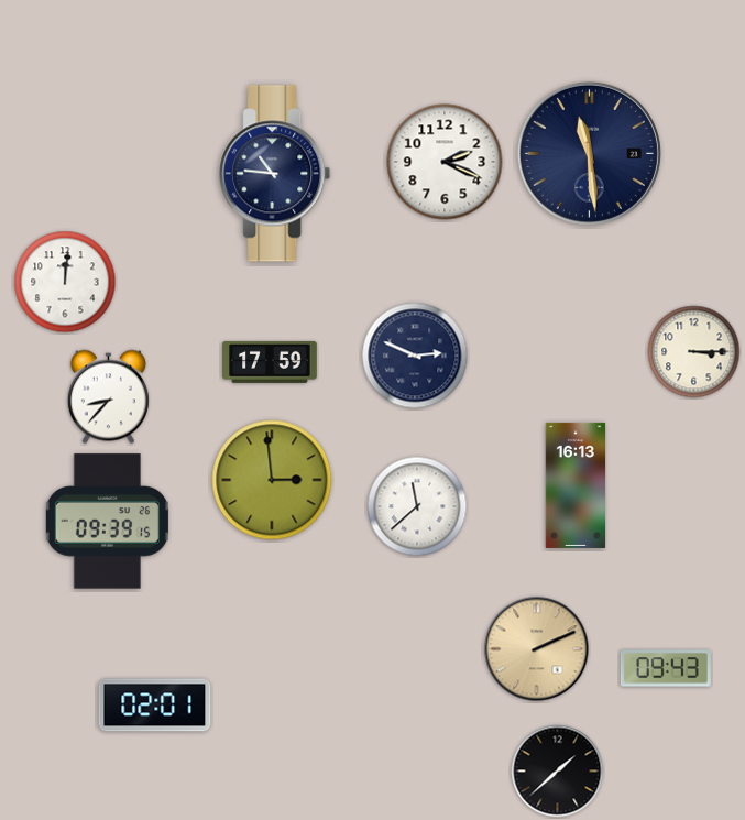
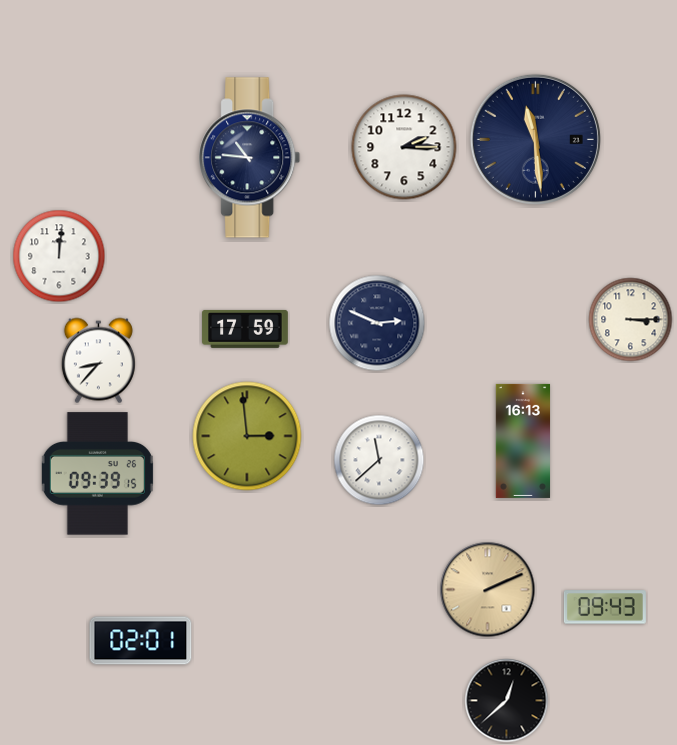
clock at (445, 162): 2:19 -> 2:15
clock at (558, 772): 1:38 -> 12:38
